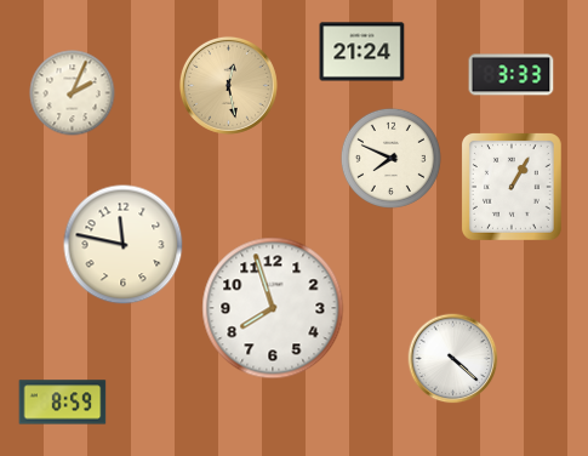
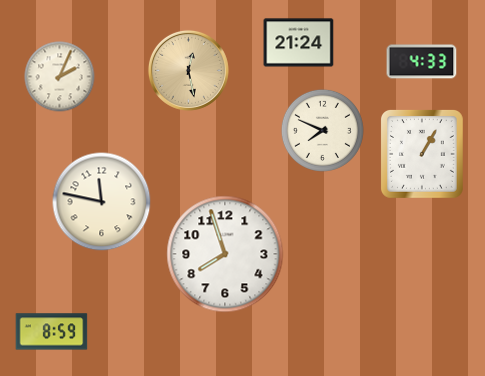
clock at (512, 75): 3:33 -> 4:33
clock at (453, 359): 4:22 -> none
